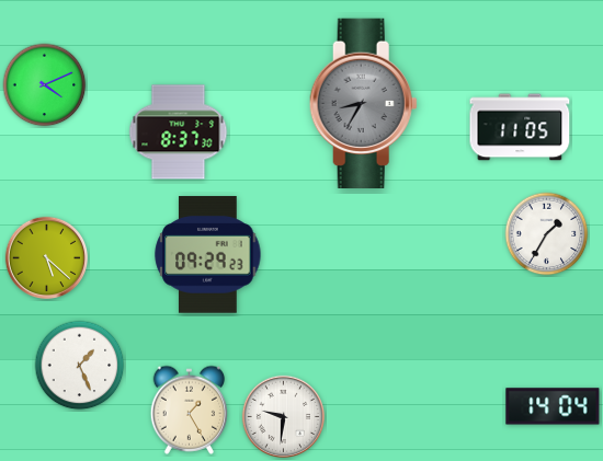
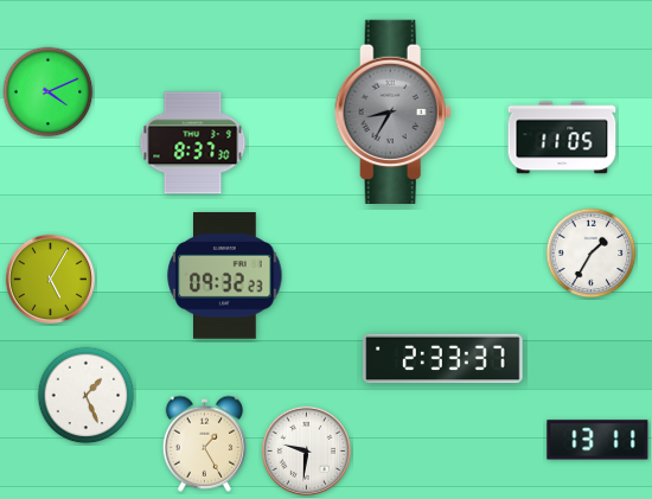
clock at (208, 255): 09:29 -> 09:32
clock at (46, 257): 5:22 -> 5:05
clock at (443, 359): none -> 2:33
clock at (553, 406): 14:04 -> 13:11
